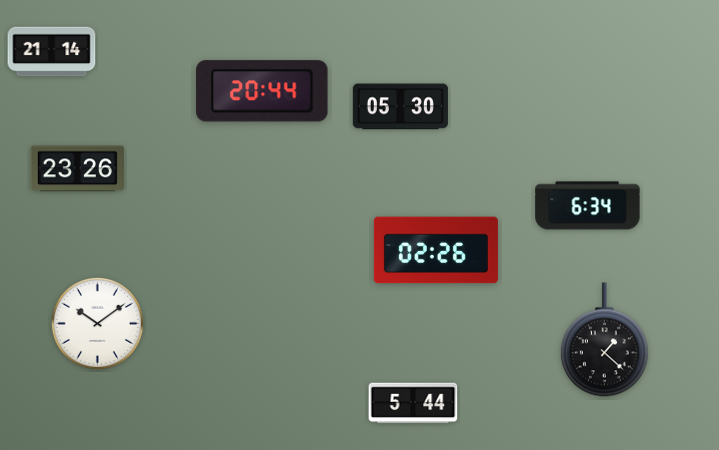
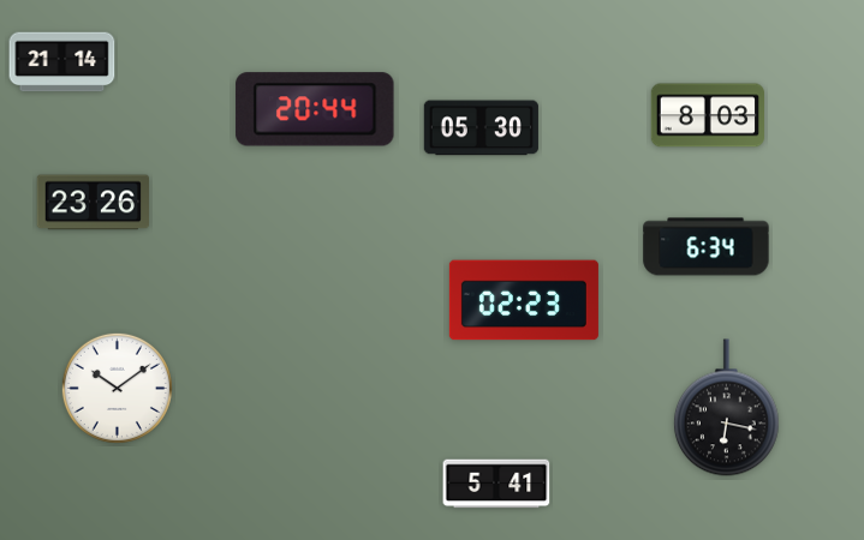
clock at (708, 115): none -> 8:03
clock at (436, 250): 02:26 -> 02:23
clock at (604, 340): 1:22 -> 6:17
clock at (413, 403): 5:44 -> 5:41
